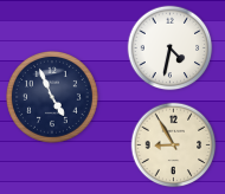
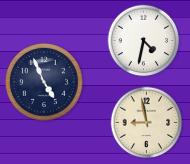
clock at (174, 145): 8:55 -> 8:58
